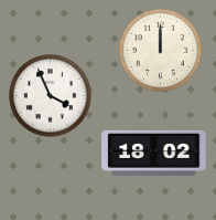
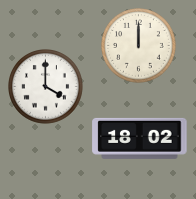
clock at (161, 51) position: (161, 51) -> (139, 46)
clock at (51, 96): 3:56 -> 4:00
